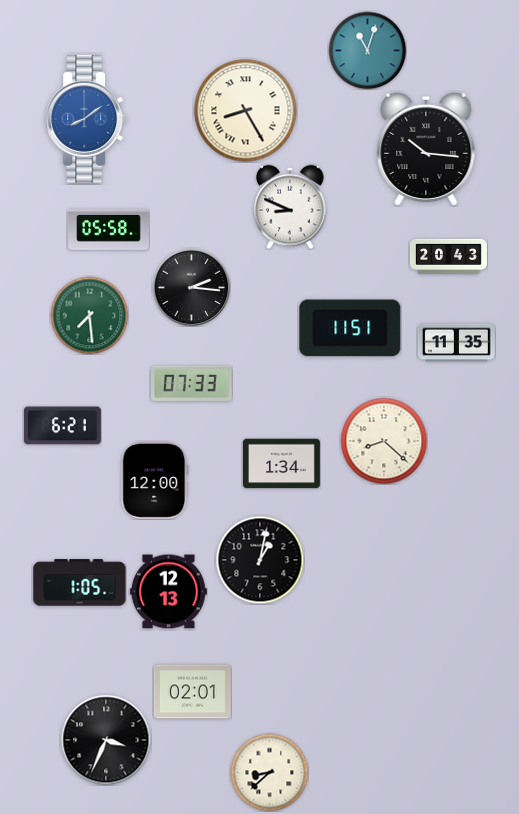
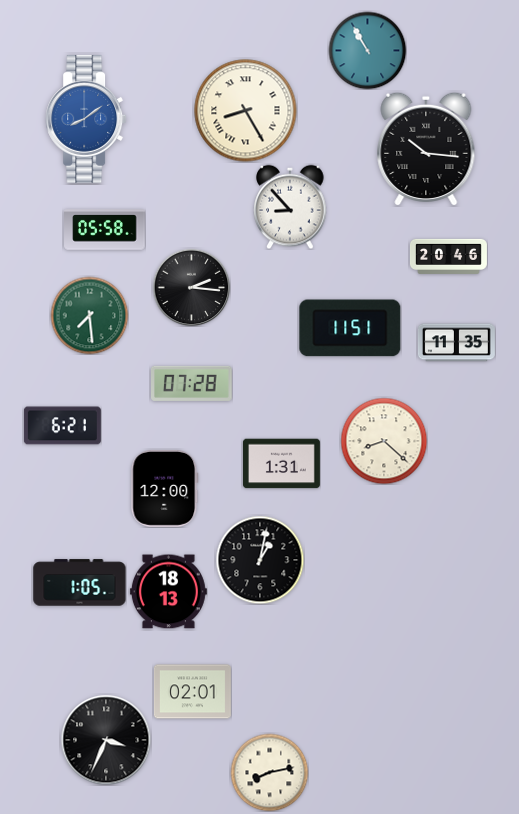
clock at (367, 50): 11:03 -> 10:55
clock at (290, 207): 8:49 -> 8:53
clock at (109, 230) position: (109, 230) -> (105, 230)
clock at (448, 256): 20:43 -> 20:46
clock at (192, 383): 07:33 -> 07:28
clock at (281, 464): 1:34 -> 1:31
clock at (155, 480) position: (155, 480) -> (165, 488)
clock at (168, 592): 12:13 -> 18:13
clock at (269, 772): 8:38 -> 8:13
